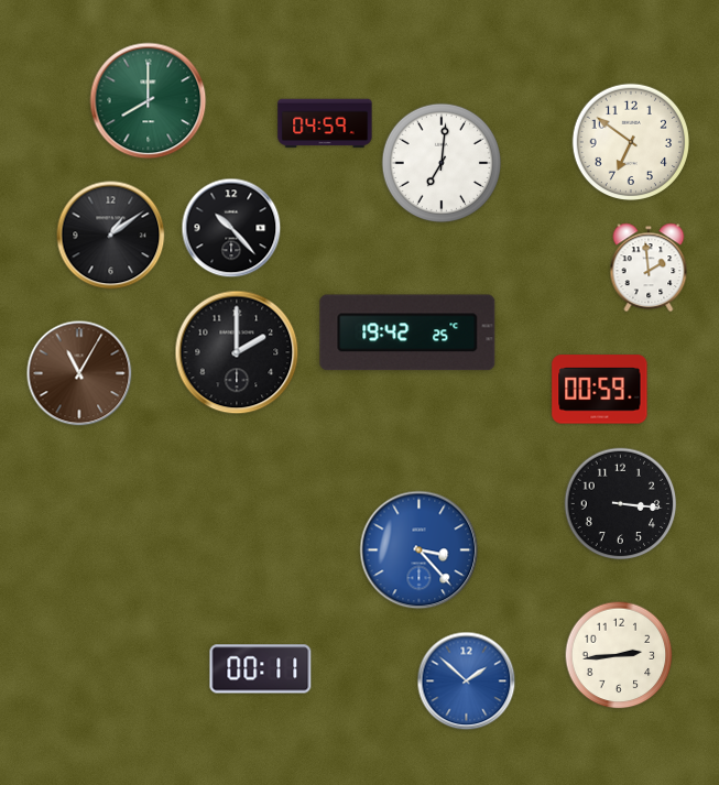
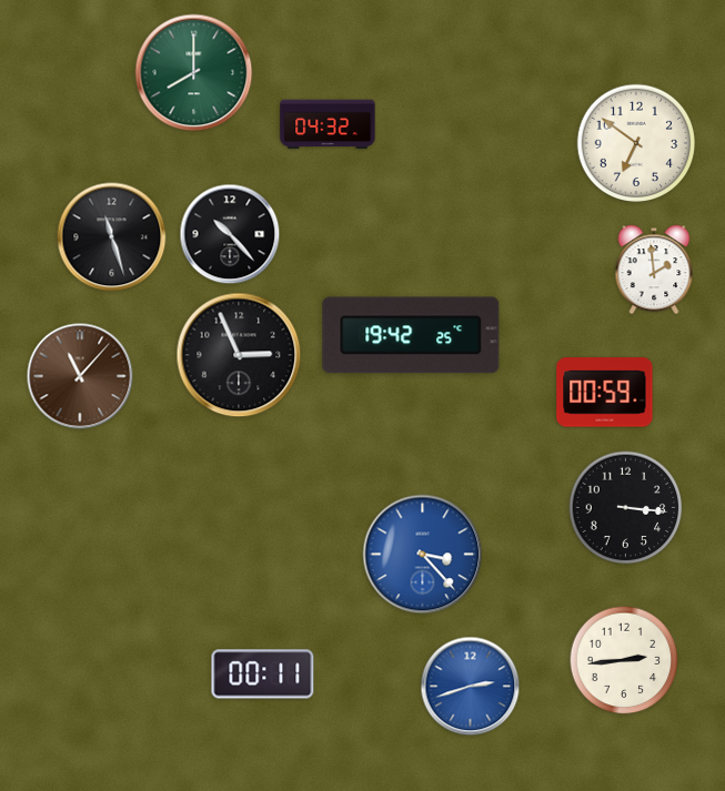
clock at (149, 101) position: (149, 101) -> (194, 73)
clock at (325, 123): 04:59 -> 04:32
clock at (440, 162): 7:01 -> none
clock at (231, 228) position: (231, 228) -> (230, 234)
clock at (111, 236): 1:09 -> 11:27
clock at (237, 352): 2:00 -> 2:56
clock at (79, 373): 11:05 -> 11:07
clock at (467, 682): 1:52 -> 2:42
